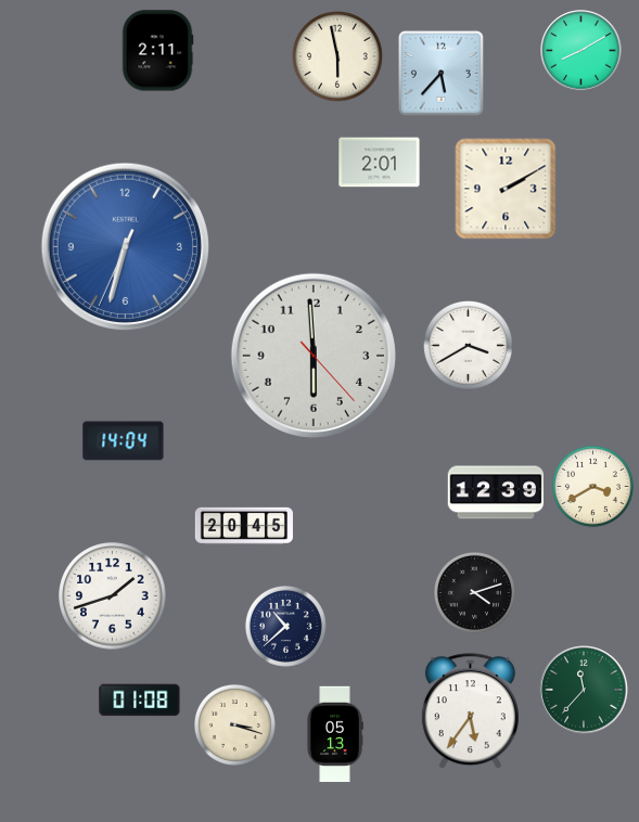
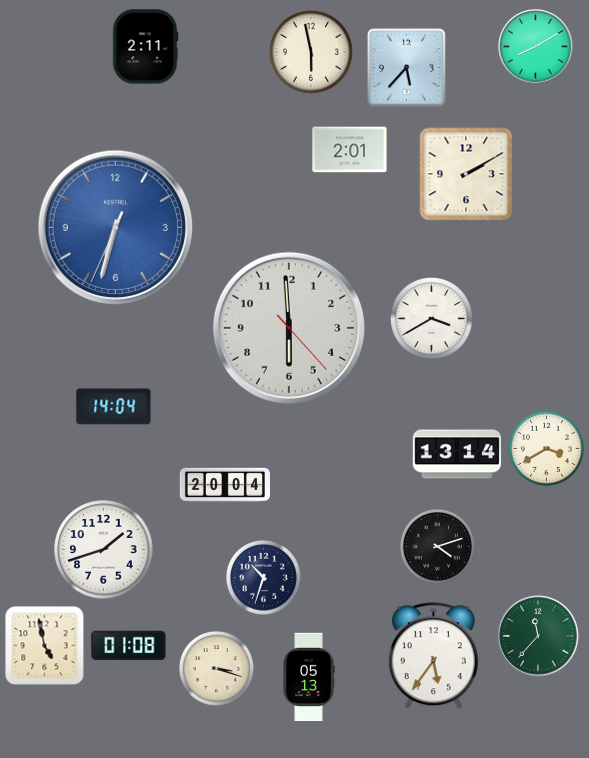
clock at (496, 492): 12:39 -> 13:14
clock at (244, 525): 20:45 -> 20:04
clock at (285, 626): 10:38 -> 10:33
clock at (45, 646): none -> 4:58
